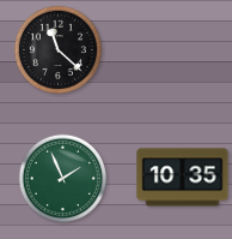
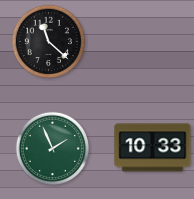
clock at (183, 178): 10:35 -> 10:33
